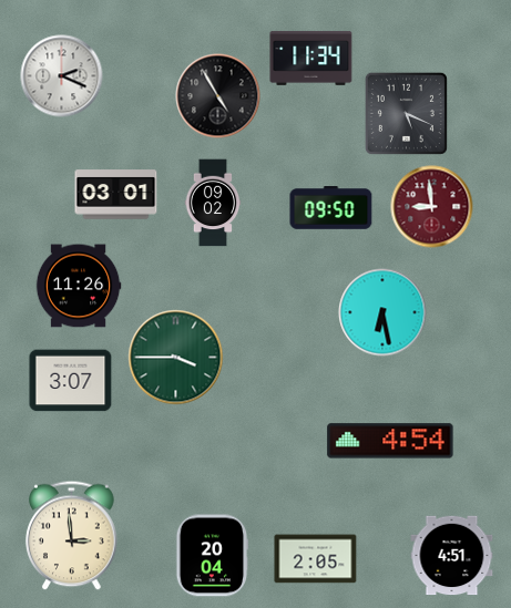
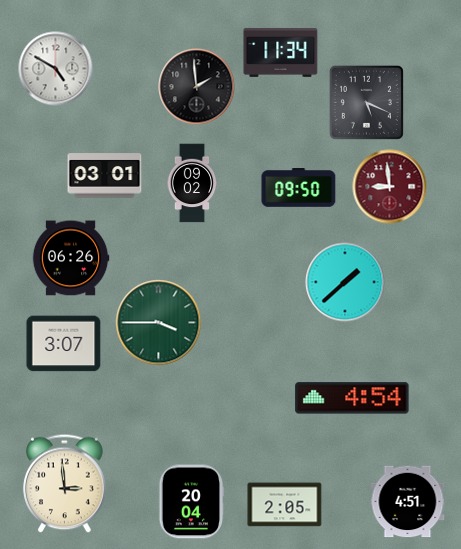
clock at (62, 76): 2:19 -> 4:50
clock at (218, 96): 4:55 -> 1:59
clock at (79, 286): 11:26 -> 06:26
clock at (382, 312): 6:28 -> 1:38
